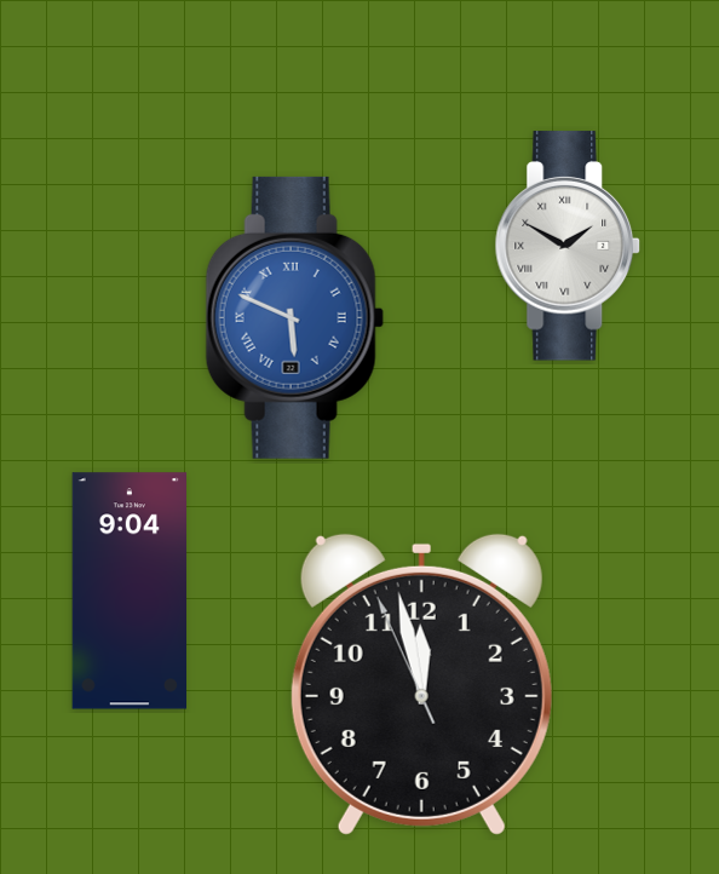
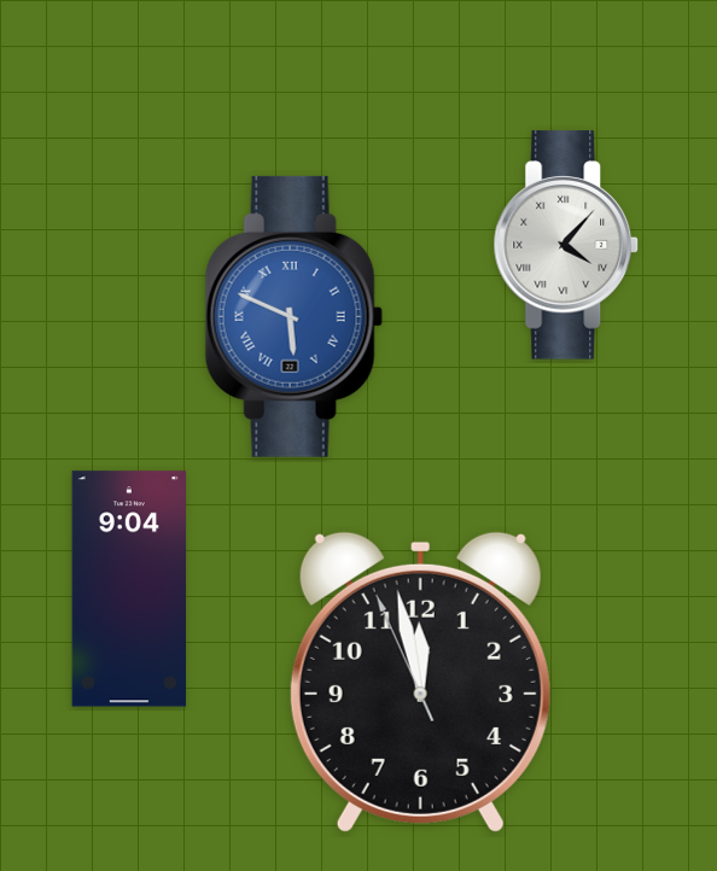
clock at (568, 246): 1:50 -> 4:07
